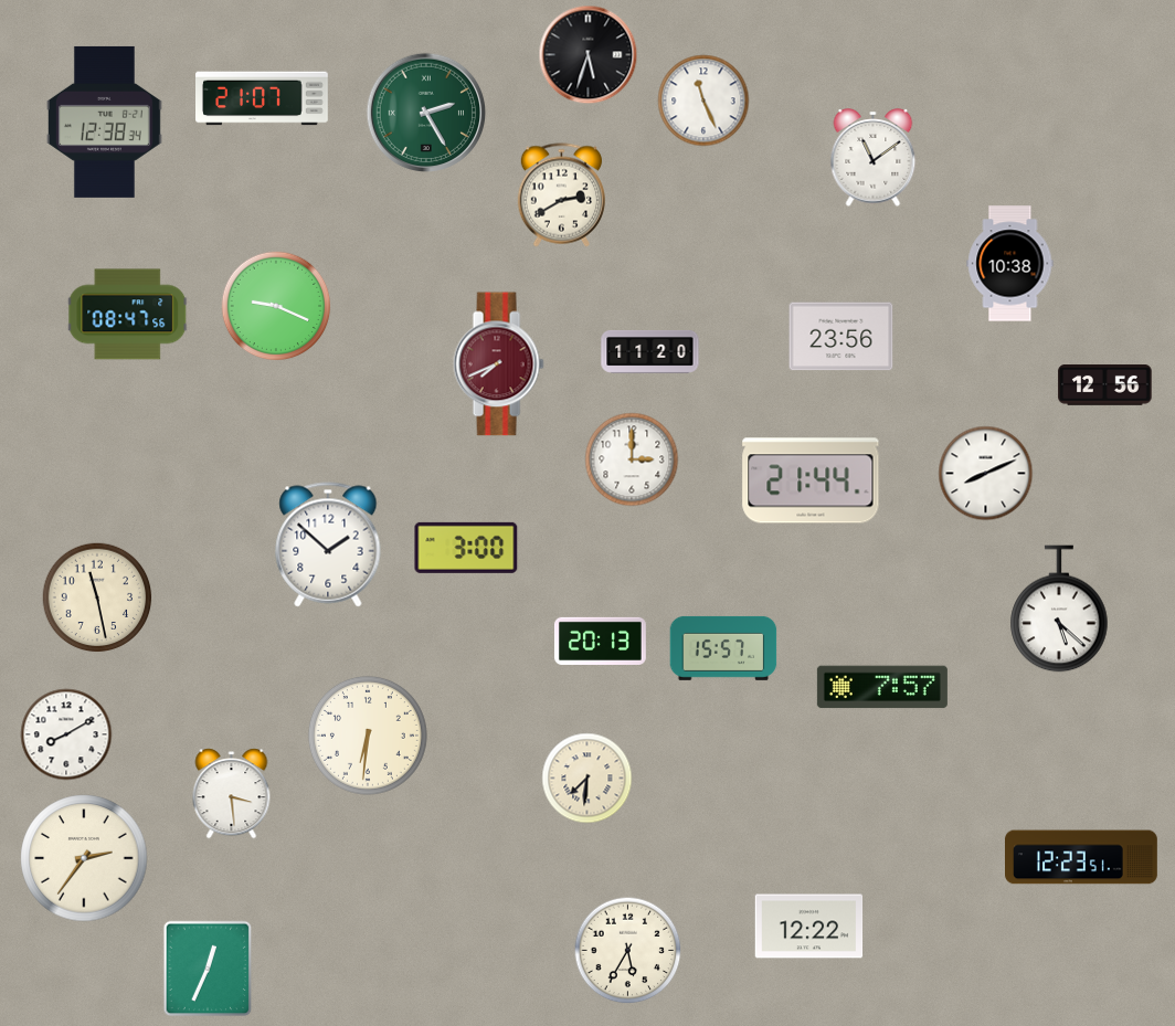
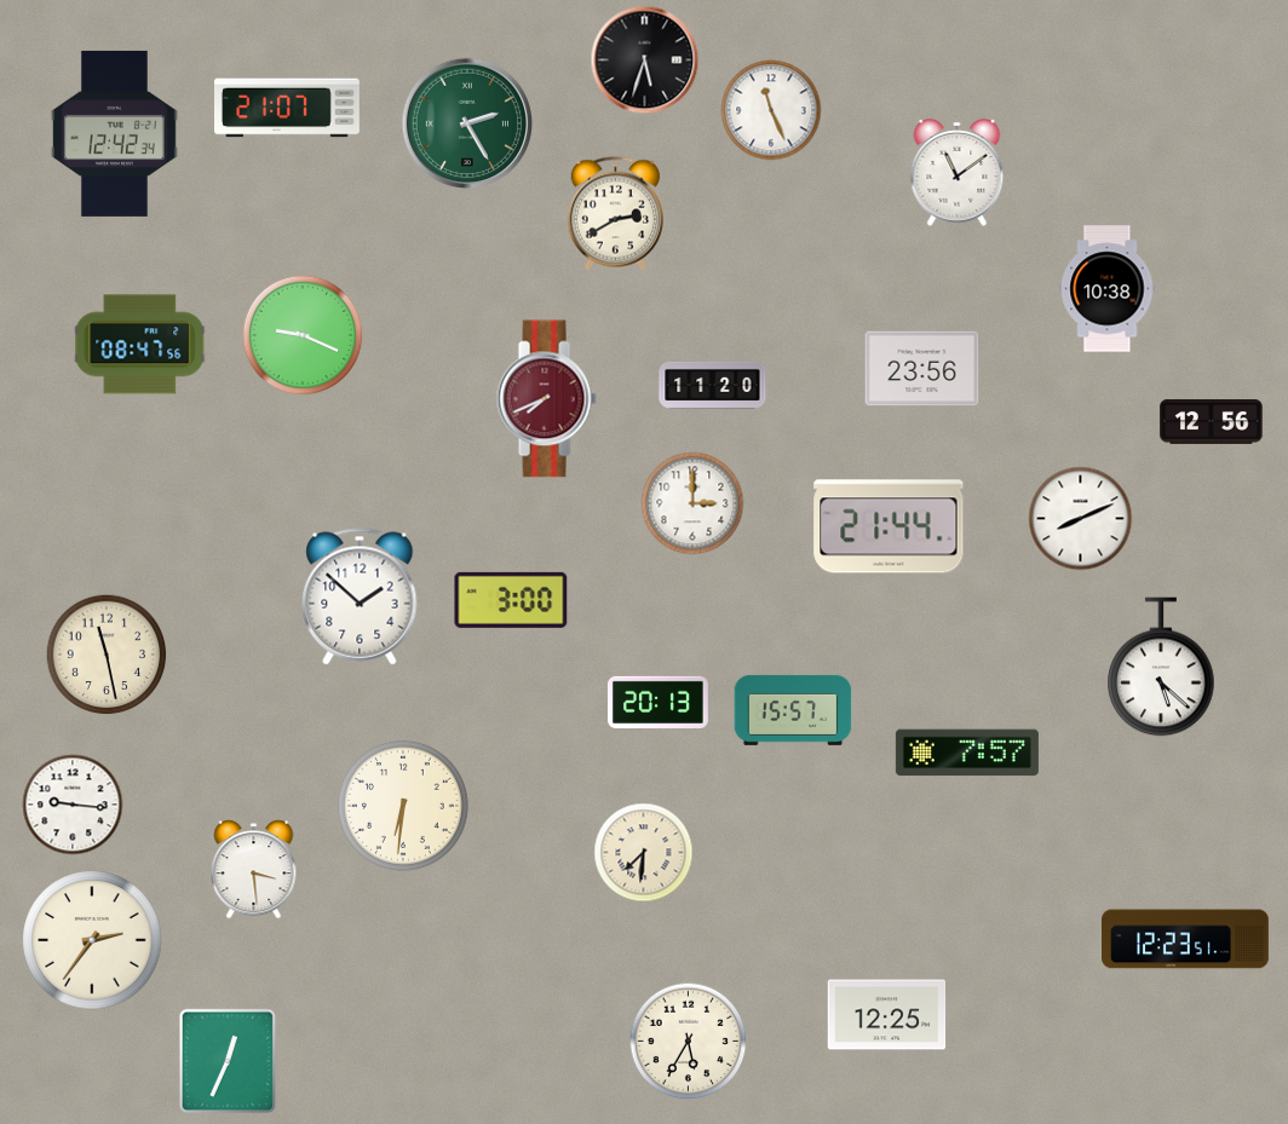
clock at (104, 121): 12:38 -> 12:42
clock at (66, 734): 8:10 -> 9:16
clock at (809, 927): 12:22 -> 12:25
